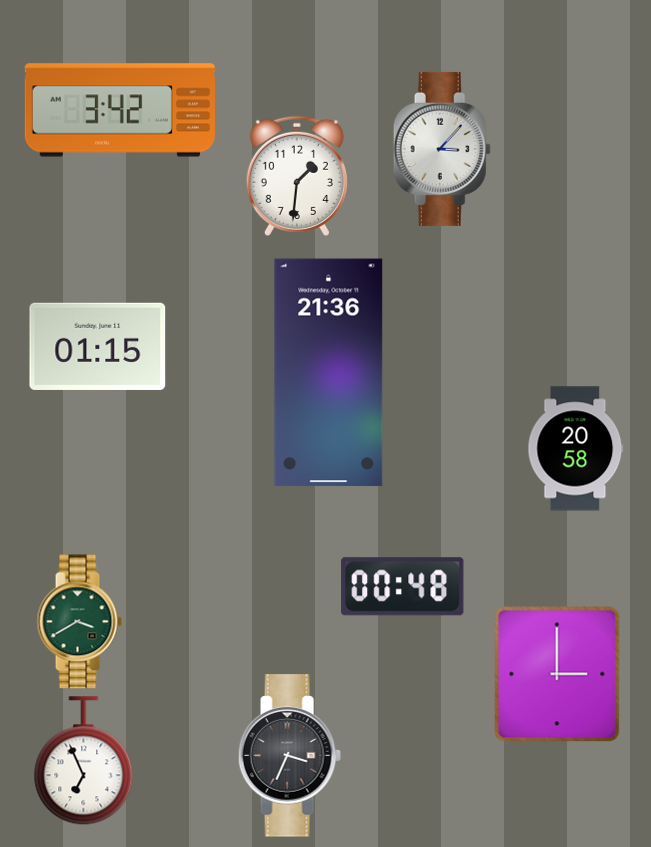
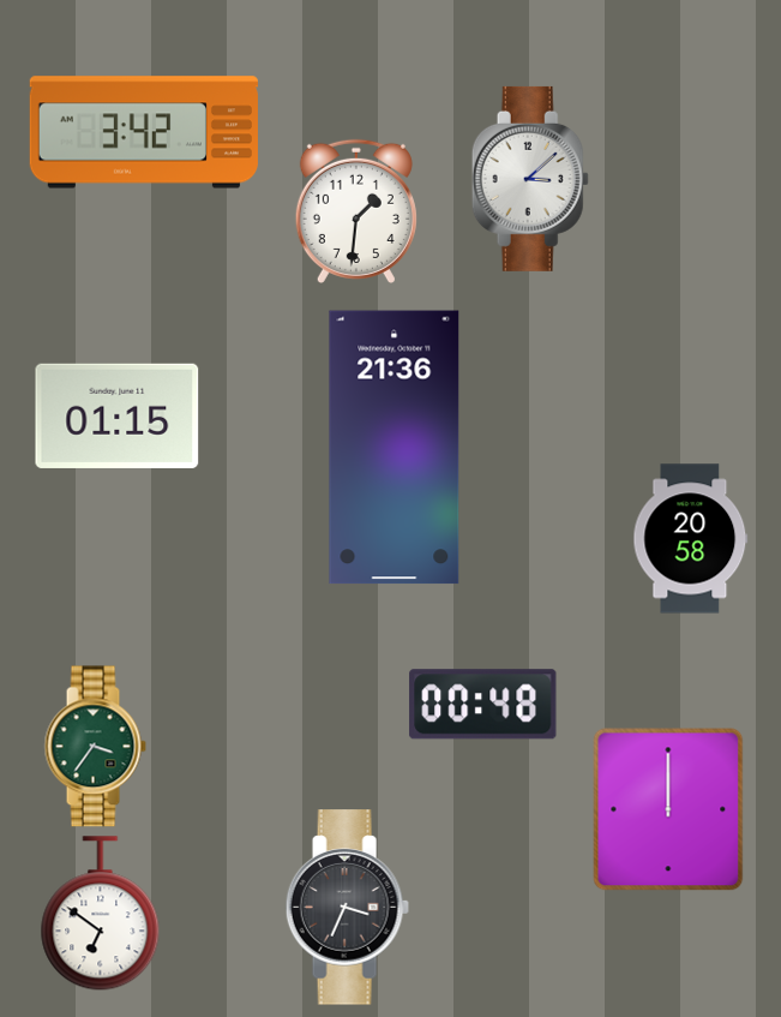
clock at (442, 149): 3:07 -> 3:08
clock at (79, 622): 3:40 -> 3:36
clock at (557, 674): 3:00 -> 12:00
clock at (84, 761): 6:56 -> 6:51
